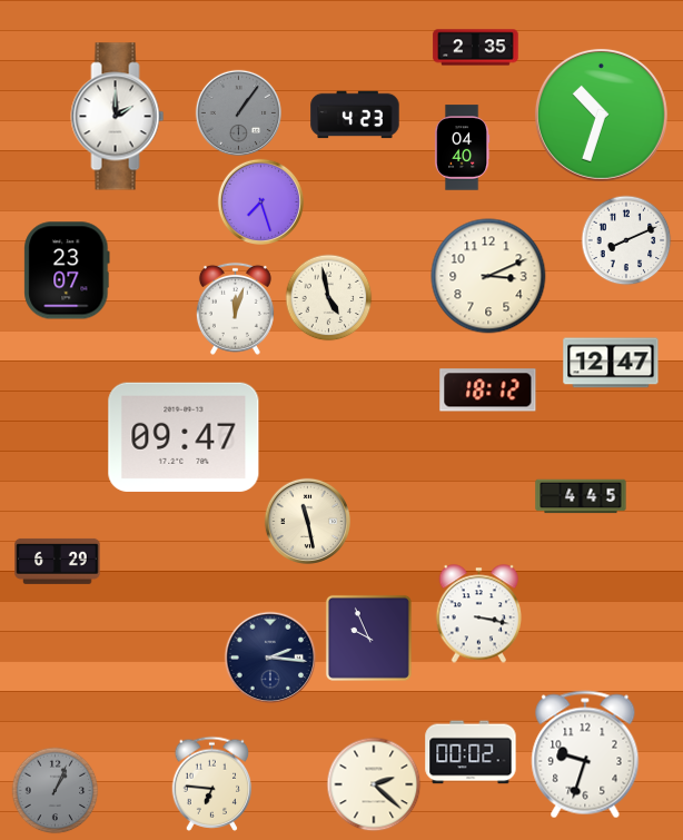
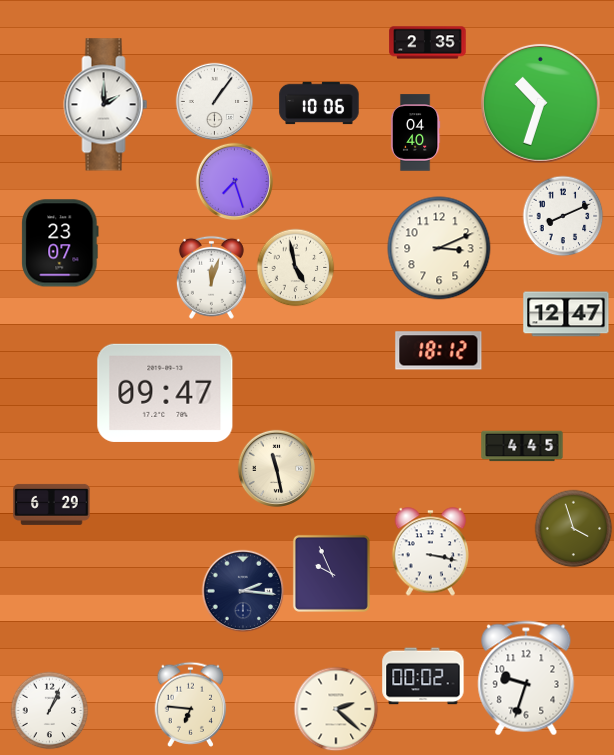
clock at (238, 112) dial: grey -> white
clock at (355, 115): 4:23 -> 10:06
clock at (611, 363) position: (611, 363) -> (566, 314)
clock at (573, 528): none -> 3:57
clock at (374, 784) position: (374, 784) -> (336, 709)
clock at (55, 790) dial: grey -> white
